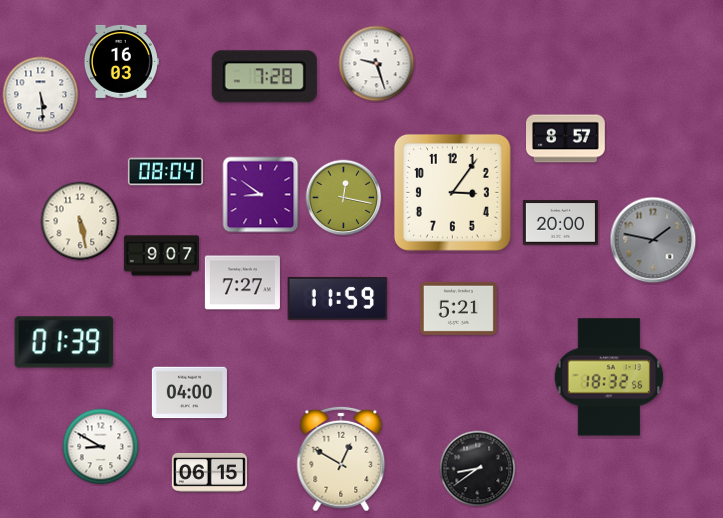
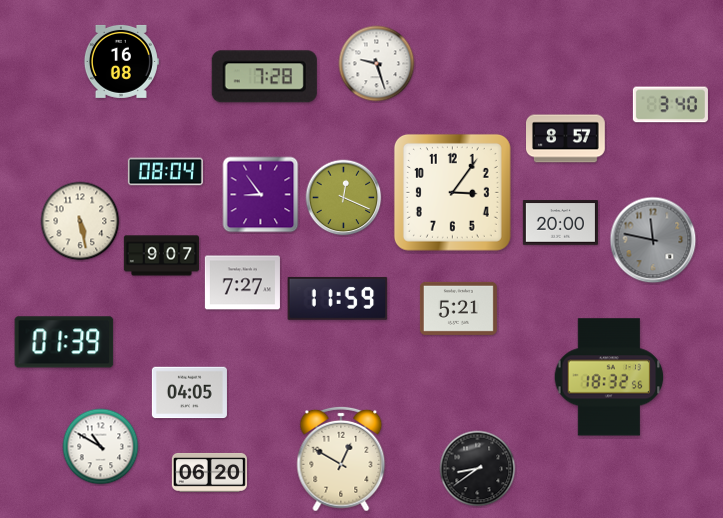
clock at (121, 61): 16:03 -> 16:08
clock at (41, 95): 5:29 -> none
clock at (670, 105): none -> 3:40
clock at (261, 195): 8:51 -> 8:54
clock at (344, 198): 12:17 -> 12:19
clock at (653, 240): 1:47 -> 11:47
clock at (189, 393): 04:00 -> 04:05
clock at (101, 447): 8:50 -> 10:50
clock at (209, 472): 06:15 -> 06:20
